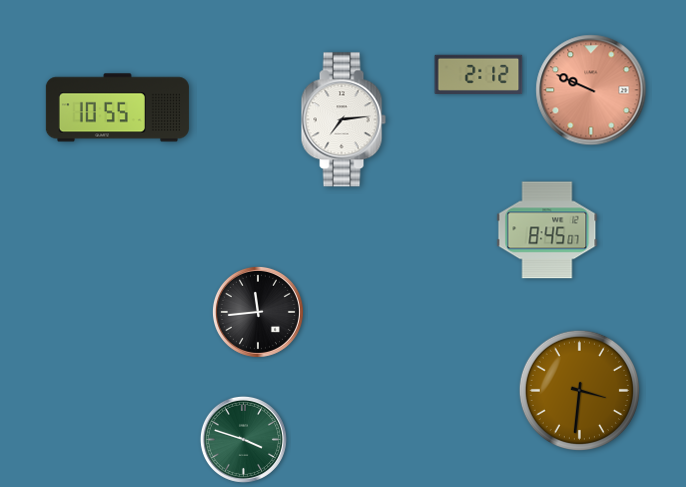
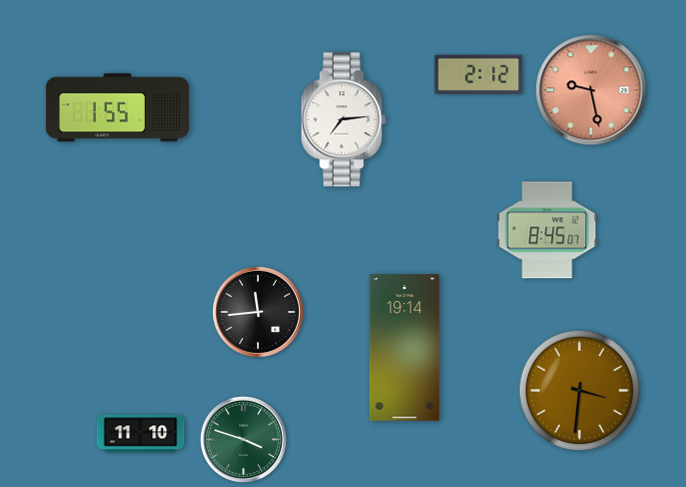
clock at (591, 90): 9:49 -> 9:28
clock at (117, 108): 10:55 -> 1:55
clock at (405, 348): none -> 19:14
clock at (141, 434): none -> 11:10
